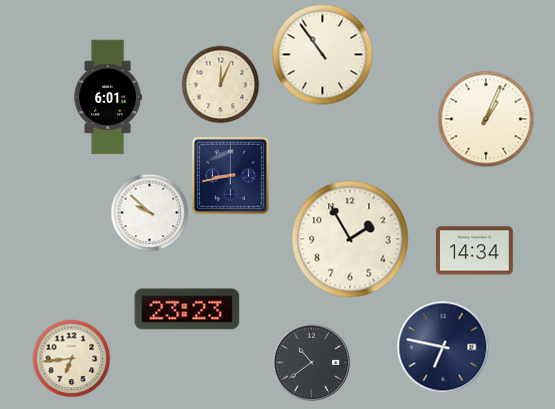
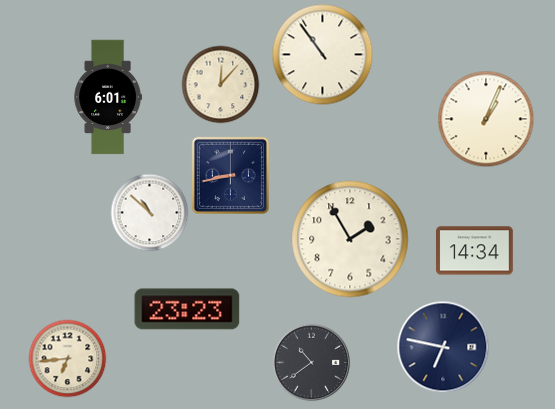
clock at (220, 84): 12:04 -> 12:07
clock at (149, 212): 9:52 -> 10:52
clock at (71, 358) position: (71, 358) -> (67, 358)
